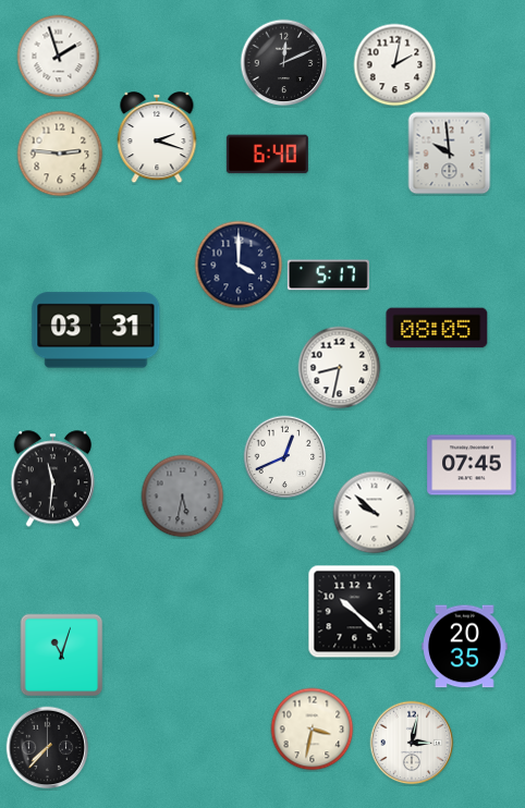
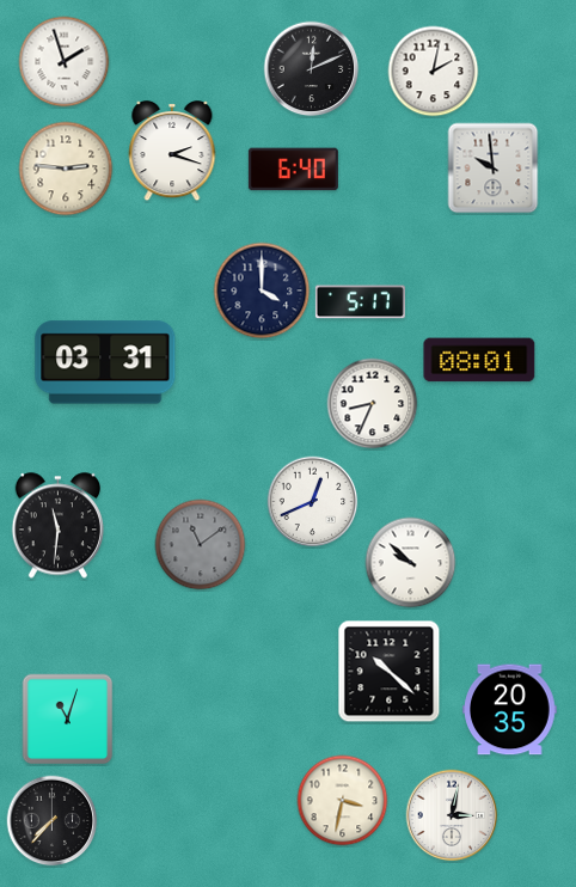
clock at (437, 328): 08:05 -> 08:01
clock at (340, 368): 8:32 -> 8:34
clock at (472, 465): 07:45 -> none
clock at (183, 497): 5:32 -> 11:09
